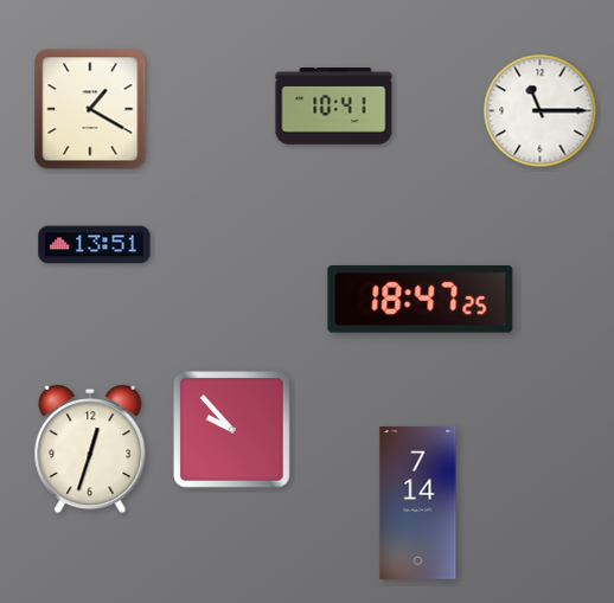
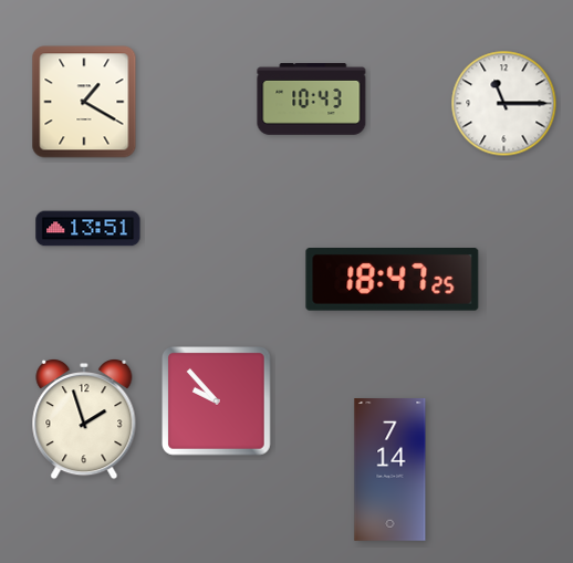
clock at (334, 107): 10:41 -> 10:43
clock at (90, 449): 12:33 -> 1:57
